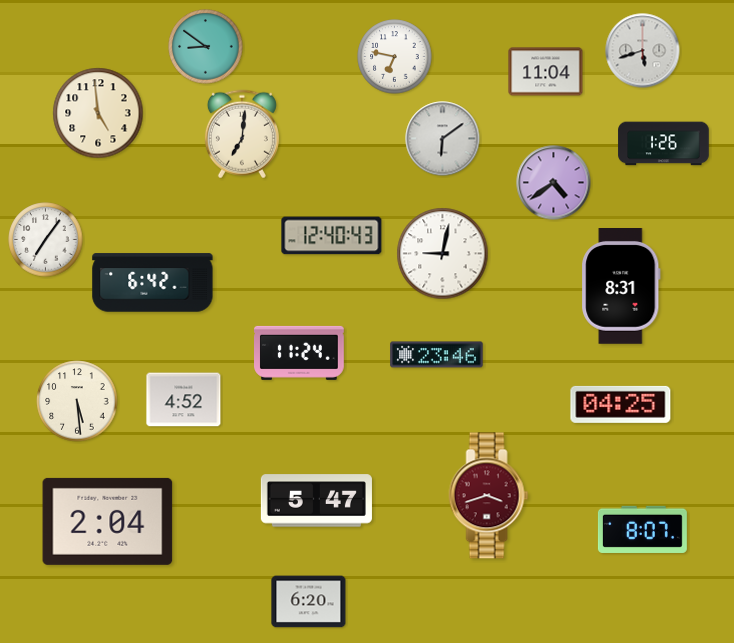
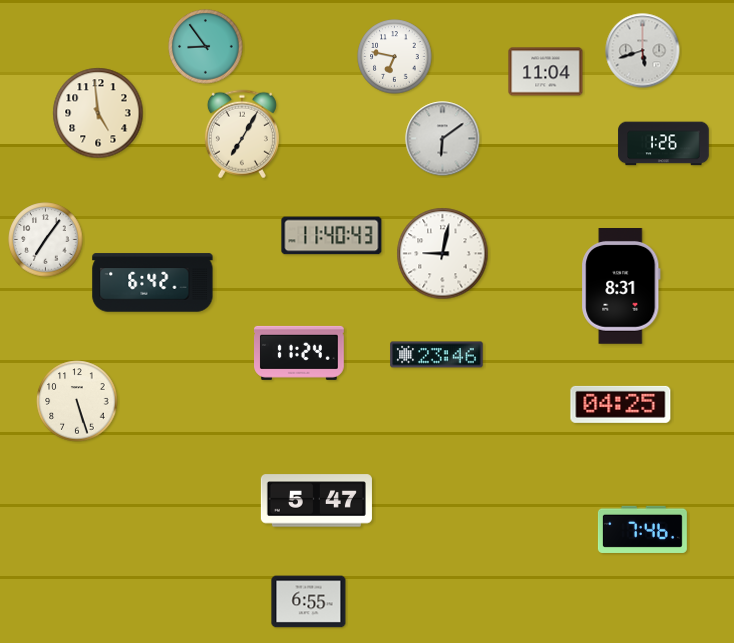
clock at (206, 47): 8:51 -> 8:54
clock at (242, 134): 7:01 -> 7:05
clock at (554, 183): 4:39 -> none
clock at (332, 236): 12:40 -> 11:40
clock at (184, 400): 4:52 -> none
clock at (77, 401): 5:29 -> 5:27
clock at (489, 496): 3:42 -> none
clock at (108, 521): 2:04 -> none
clock at (642, 529): 8:07 -> 7:46
clock at (309, 602): 6:20 -> 6:55
